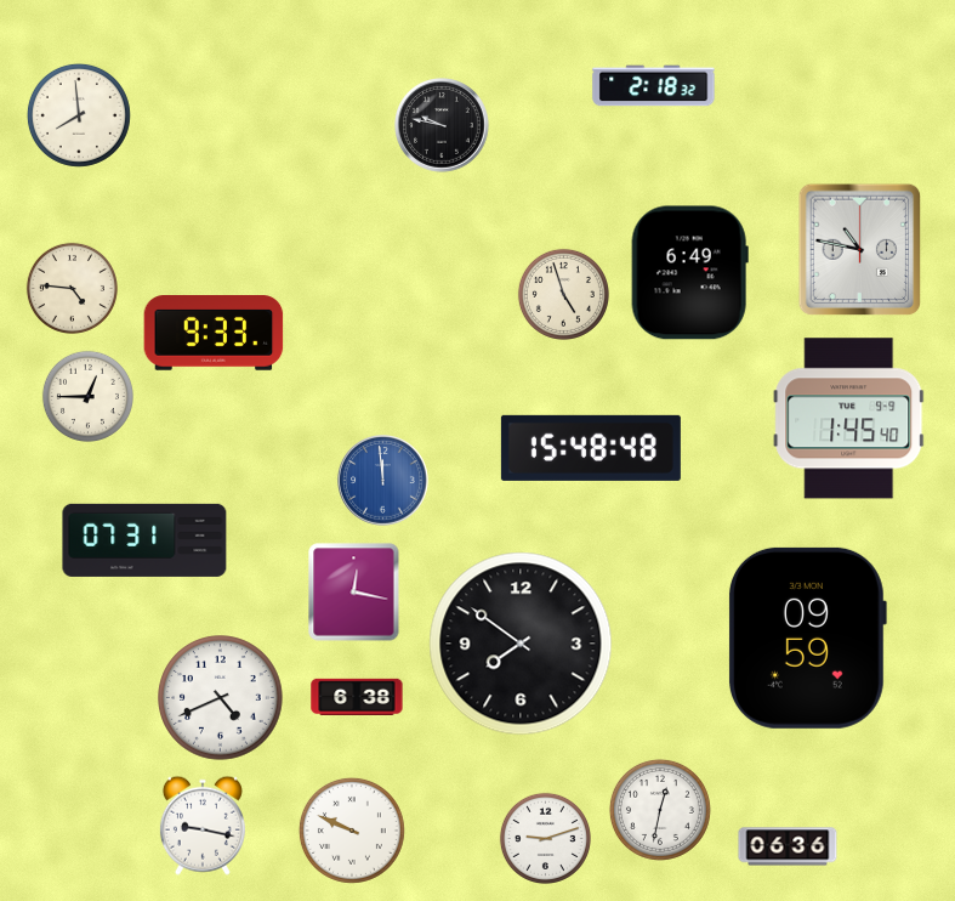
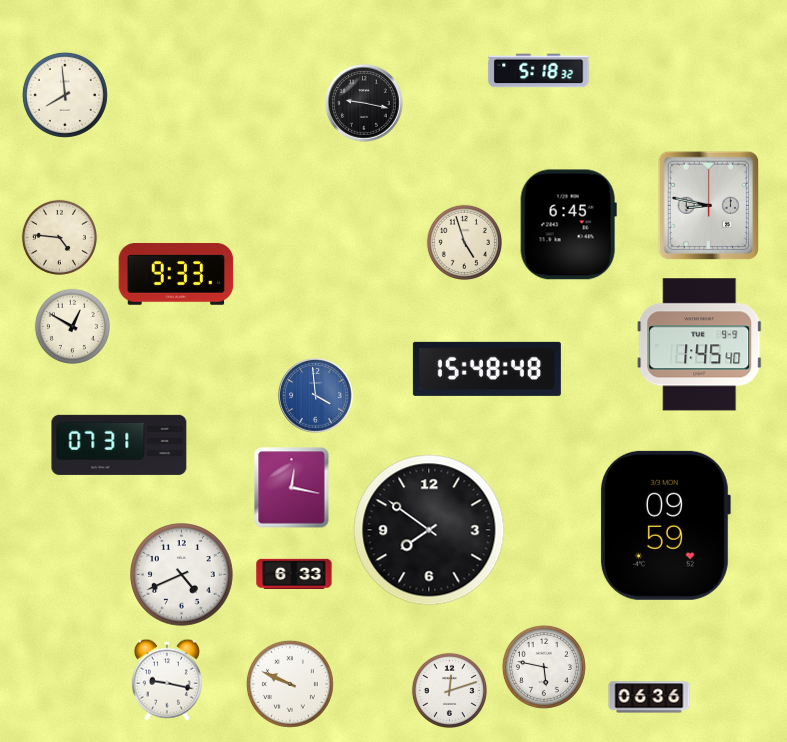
clock at (654, 86): 2:18 -> 5:18
clock at (442, 125): 9:47 -> 9:17
clock at (860, 250): 10:47 -> 8:47
clock at (689, 273): 6:49 -> 6:45
clock at (87, 396): 12:45 -> 12:50
clock at (383, 481): 11:59 -> 3:59
clock at (357, 696): 6:38 -> 6:33
clock at (660, 810): 12:32 -> 5:47
clock at (545, 838): 9:12 -> 12:12
